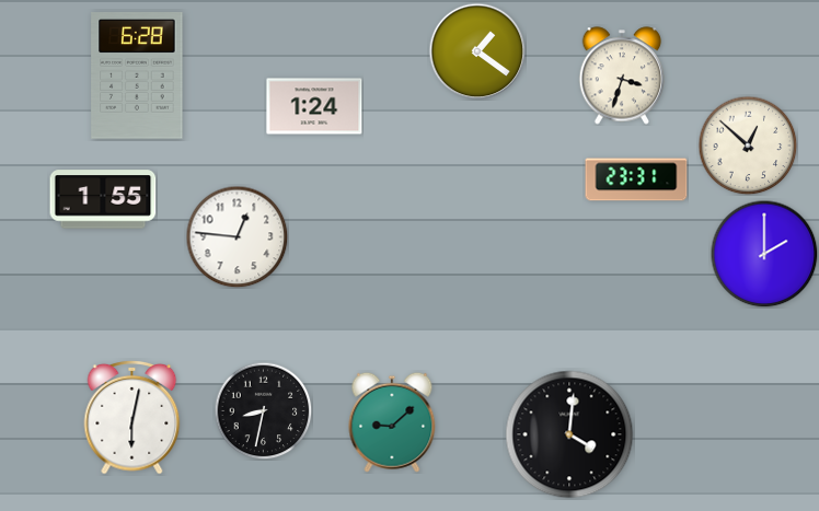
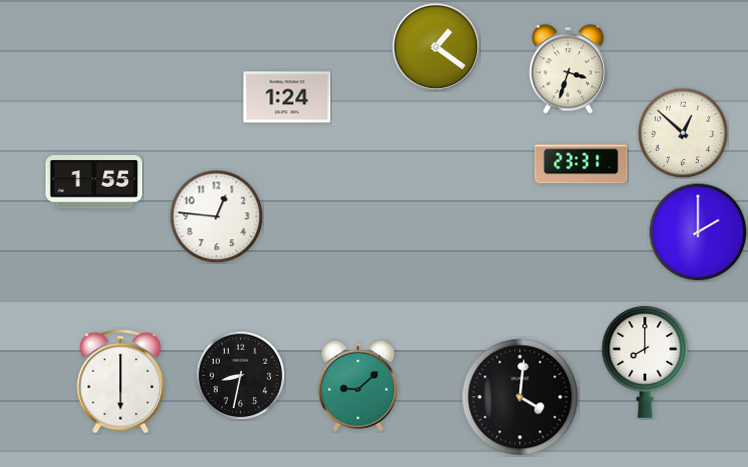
clock at (137, 76): 6:28 -> none
clock at (645, 361): none -> 8:00
clock at (132, 418): 6:02 -> 6:00
